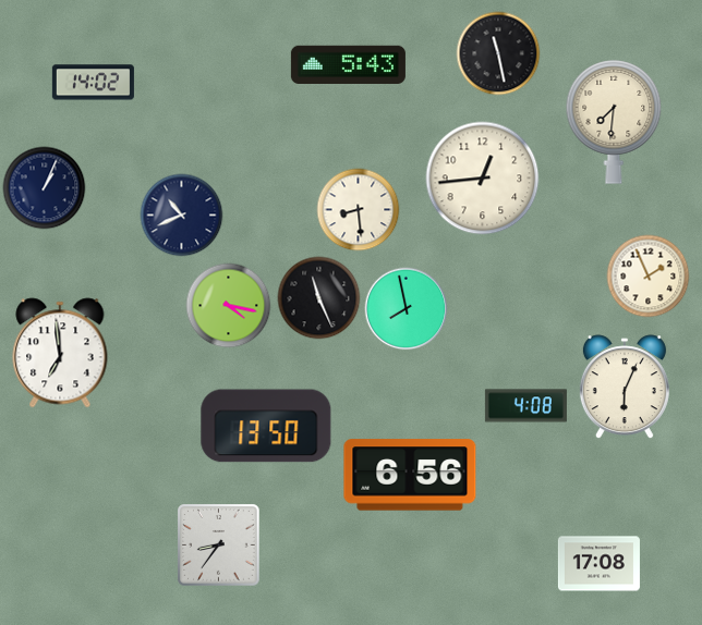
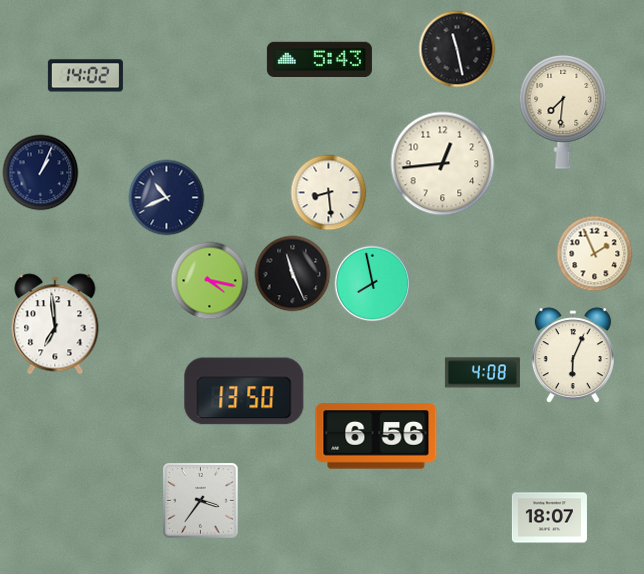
clock at (219, 546): 8:36 -> 3:36
clock at (598, 564): 17:08 -> 18:07
